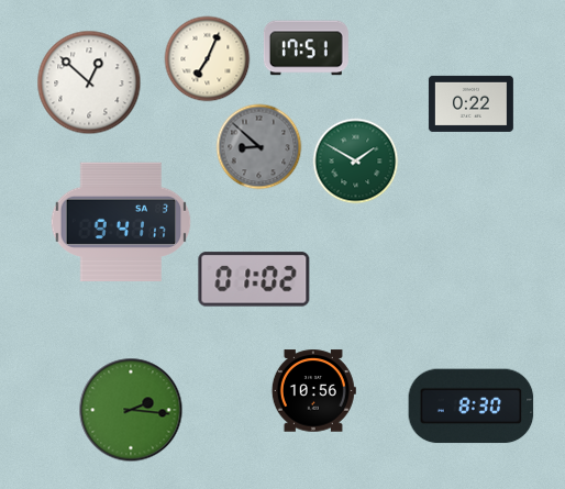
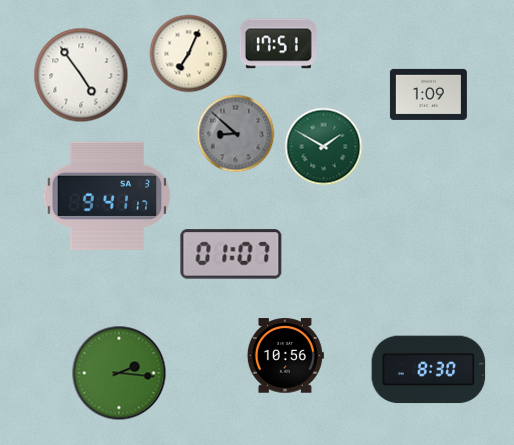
clock at (89, 82): 12:52 -> 4:54
clock at (470, 103): 0:22 -> 1:09
clock at (121, 222) position: (121, 222) -> (107, 196)
clock at (254, 279): 01:02 -> 01:07
